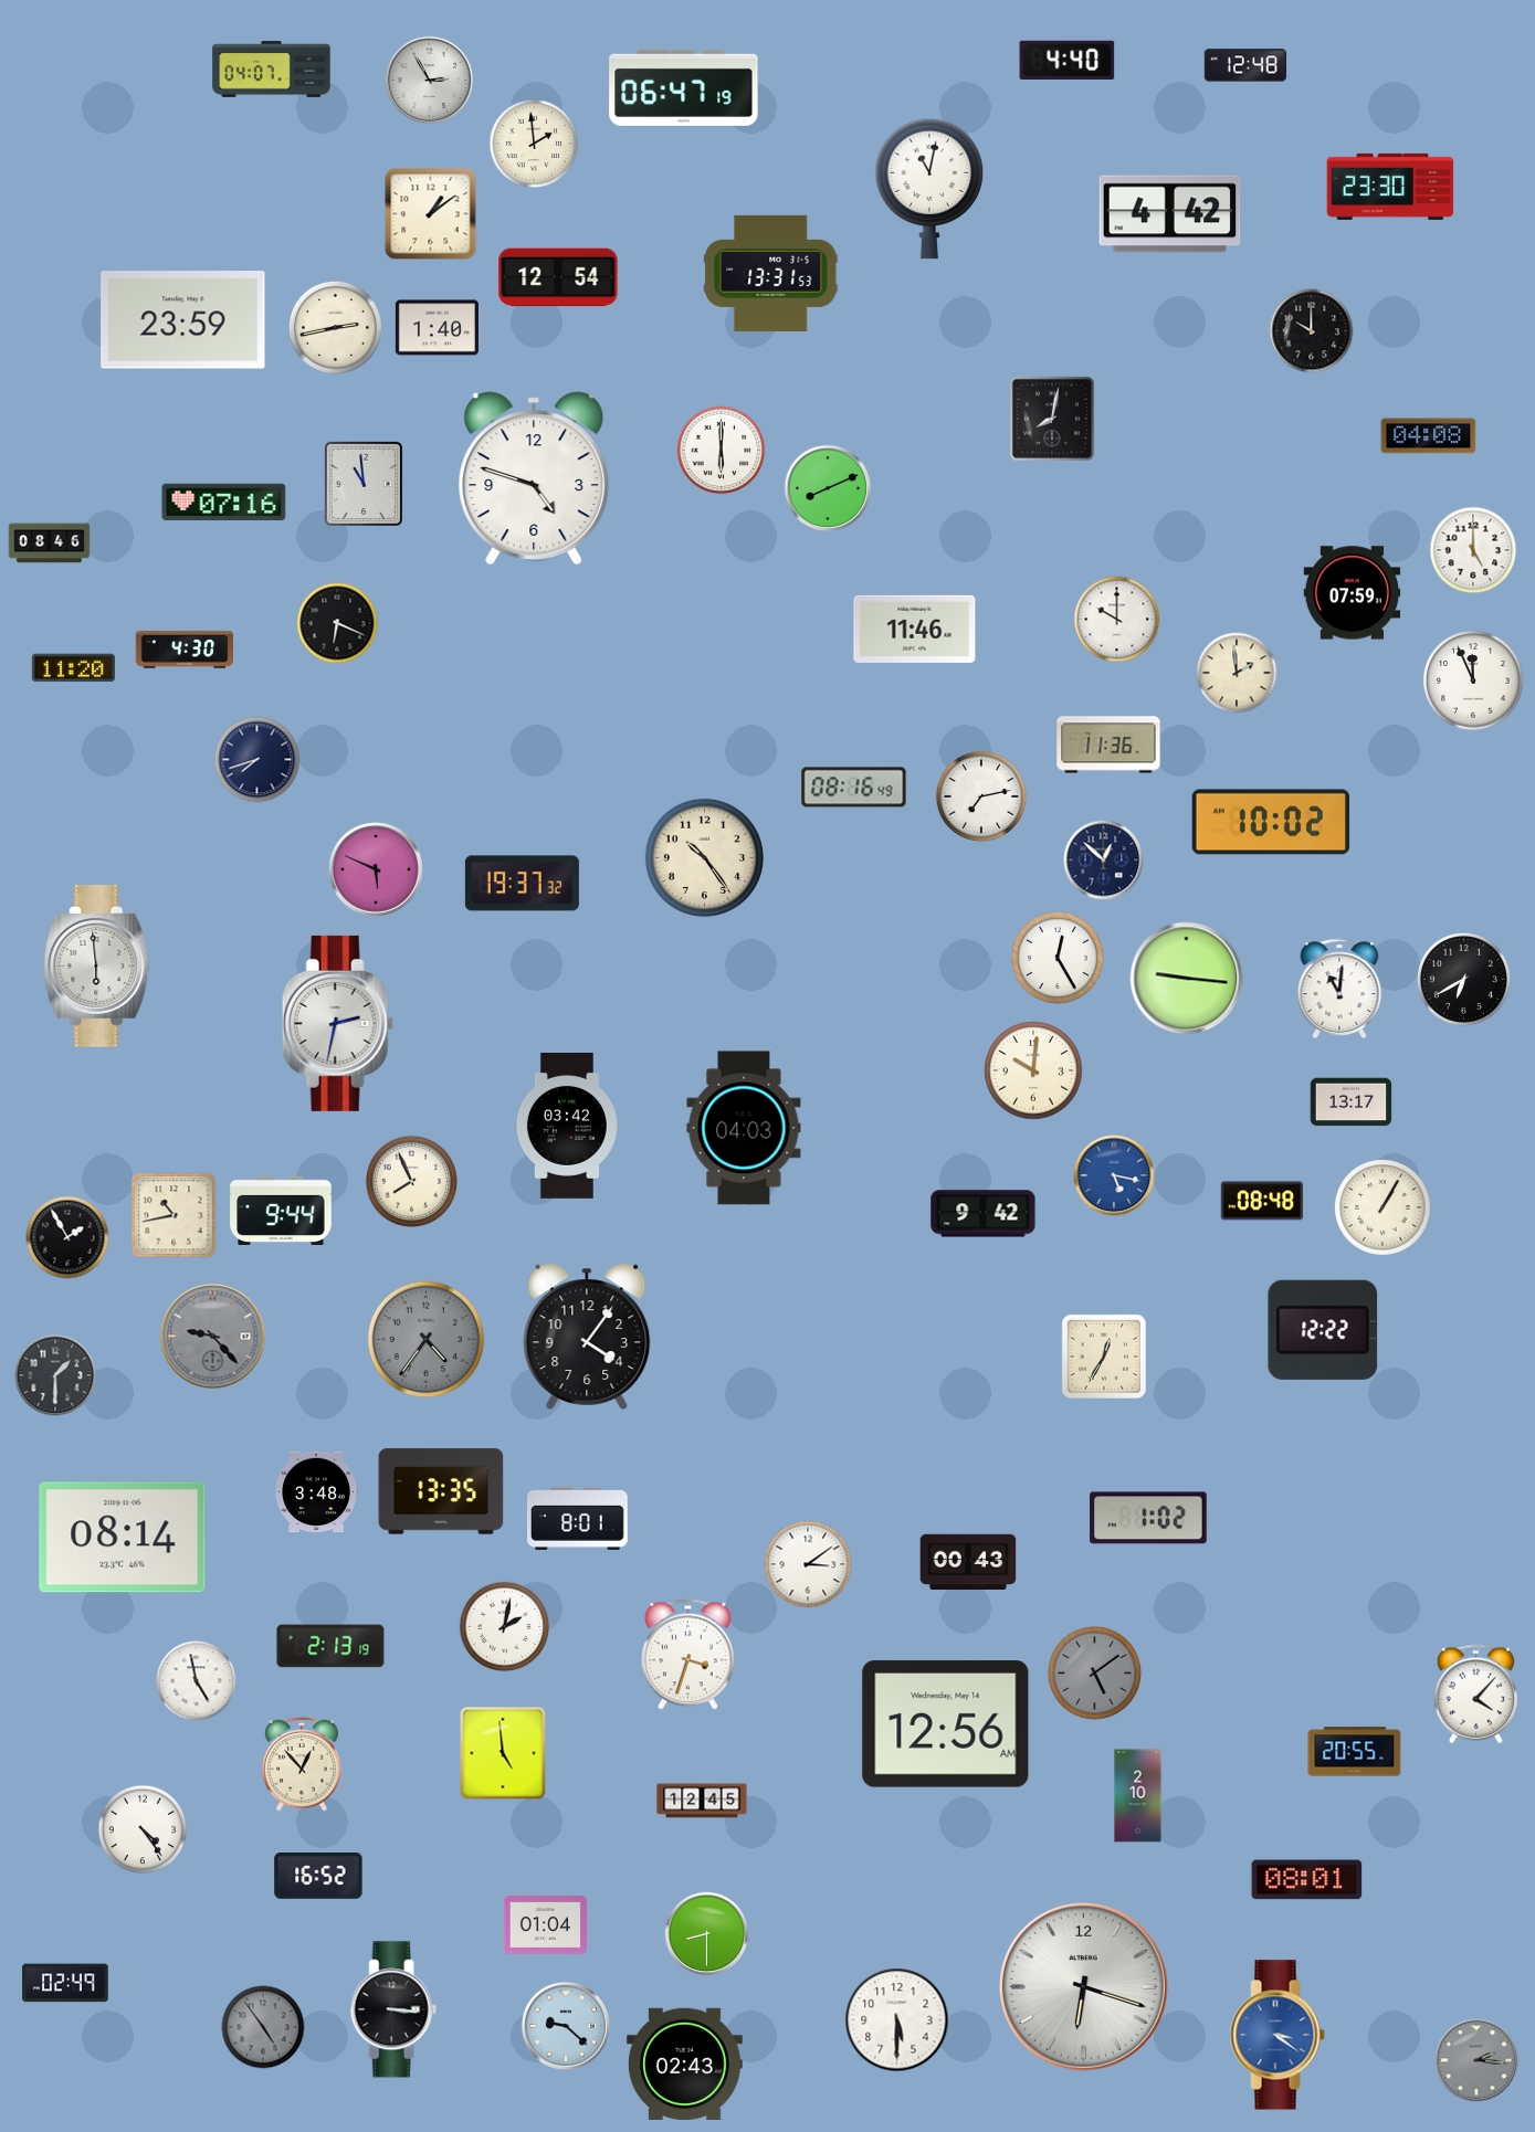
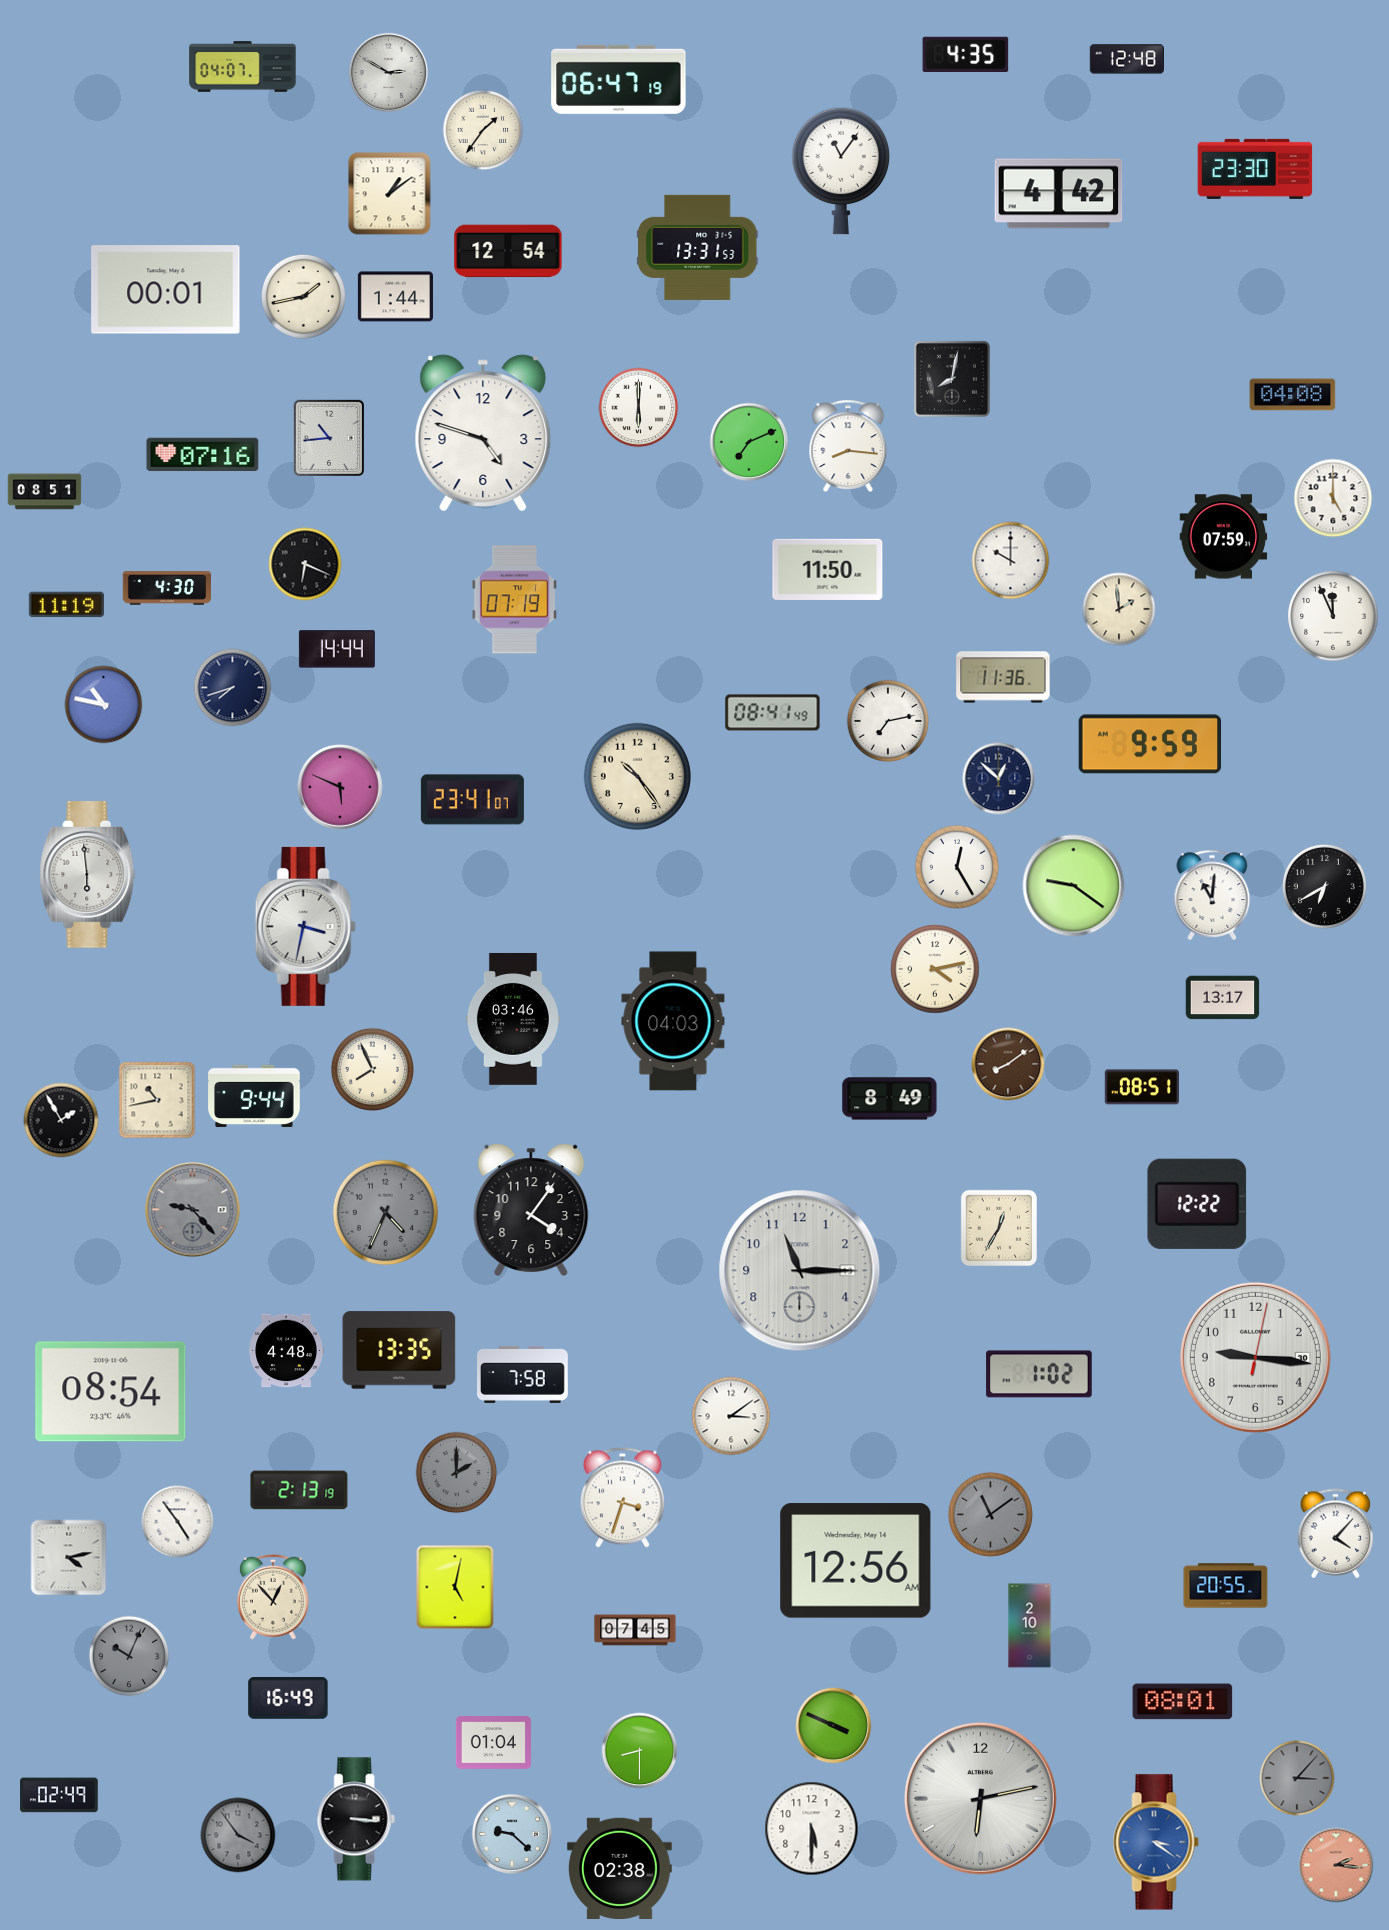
clock at (1068, 60): 4:40 -> 4:35
clock at (272, 70) position: (272, 70) -> (243, 67)
clock at (430, 81): 2:55 -> 2:50
clock at (534, 144): 1:59 -> 1:36
clock at (1390, 187) position: (1390, 187) -> (1255, 169)
clock at (929, 189): 11:02 -> 11:06
clock at (558, 277) position: (558, 277) -> (508, 251)
clock at (183, 320): 23:59 -> 00:01
clock at (335, 327): 2:43 -> 1:43
clock at (437, 328): 1:40 -> 1:44
clock at (1312, 331): 10:00 -> none
clock at (722, 451) position: (722, 451) -> (639, 408)
clock at (362, 483): 10:59 -> 10:44
clock at (828, 488): 8:11 -> 7:11
clock at (848, 445): none -> 8:16
clock at (50, 543): 08:46 -> 08:51
clock at (915, 629): 11:46 -> 11:50
clock at (515, 600): none -> 07:19
clock at (73, 668): 11:20 -> 11:19
clock at (337, 649): none -> 14:44
clock at (1108, 745) position: (1108, 745) -> (1003, 677)
clock at (104, 705): none -> 10:47
clock at (854, 788): 08:16 -> 08:41
clock at (1271, 822): 10:02 -> 9:59
clock at (522, 884): 19:37 -> 23:41
clock at (1187, 979): 9:16 -> 9:21
clock at (337, 1023): 2:32 -> 3:32
clock at (1033, 1070): 10:01 -> 4:13
clock at (567, 1126): 03:42 -> 03:46
clock at (1114, 1175): 5:17 -> 8:09
clock at (1114, 1175) dial: blue -> brown
clock at (1261, 1201): 08:48 -> 08:51
clock at (1384, 1209): 1:05 -> none
clock at (984, 1214): 9:42 -> 8:49
clock at (427, 1340): 4:36 -> 4:34
clock at (55, 1375): 1:30 -> none
clock at (800, 1271): none -> 11:15
clock at (316, 1492): 3:48 -> 4:48
clock at (1255, 1357): none -> 9:16
clock at (578, 1518): 8:01 -> 7:58
clock at (123, 1538): 08:14 -> 08:54
clock at (968, 1562): 00:43 -> none
clock at (505, 1627): 2:02 -> 2:00
clock at (505, 1627) dial: white -> grey
clock at (1094, 1672): 5:09 -> 11:09
clock at (197, 1681): 4:58 -> 4:54
clock at (69, 1558): none -> 4:13
clock at (503, 1753): 4:59 -> 5:02
clock at (702, 1801): 12:45 -> 07:45
clock at (143, 1829): 4:24 -> 10:04
clock at (143, 1829) dial: white -> grey
clock at (318, 1877): 16:52 -> 16:49
clock at (834, 1726): none -> 3:49
clock at (1297, 1778): none -> 3:07
clock at (1083, 1986): 6:18 -> 6:13
clock at (263, 2027): 4:54 -> 3:54
clock at (1476, 2060) dial: grey -> salmon
clock at (685, 2064): 02:43 -> 02:38
